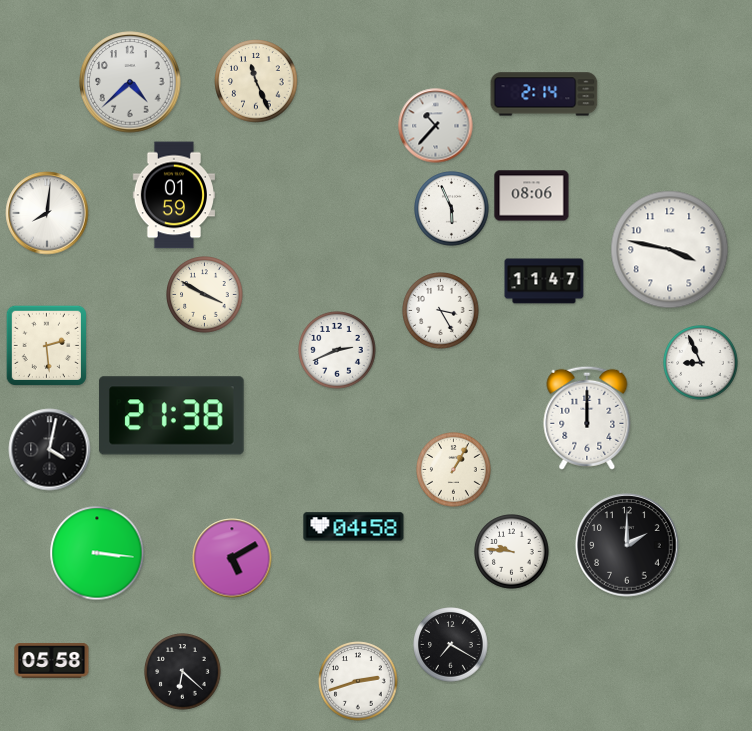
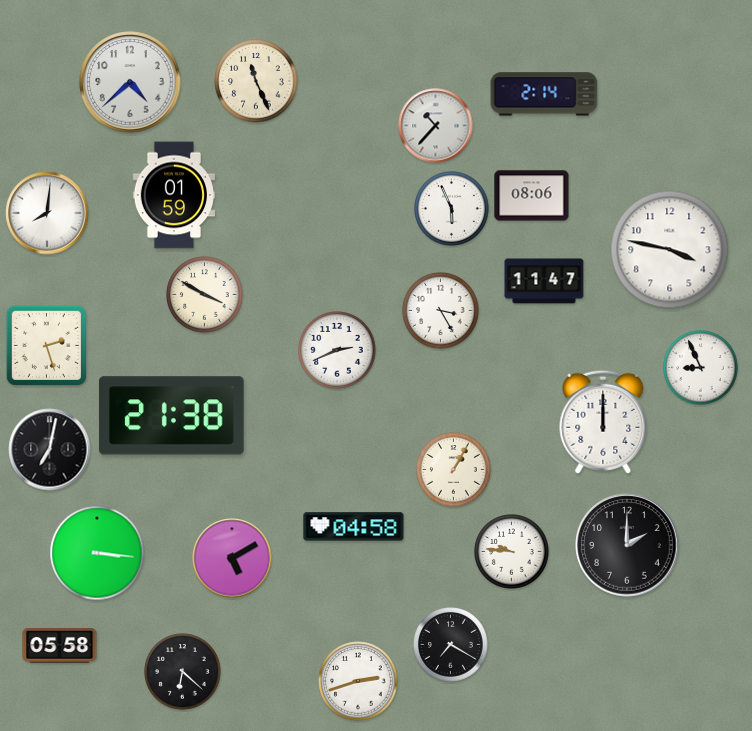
clock at (46, 345): 2:29 -> 2:27
clock at (701, 363) position: (701, 363) -> (701, 368)
clock at (587, 418) position: (587, 418) -> (603, 422)
clock at (50, 450): 4:02 -> 7:02
clock at (52, 661) position: (52, 661) -> (60, 646)
